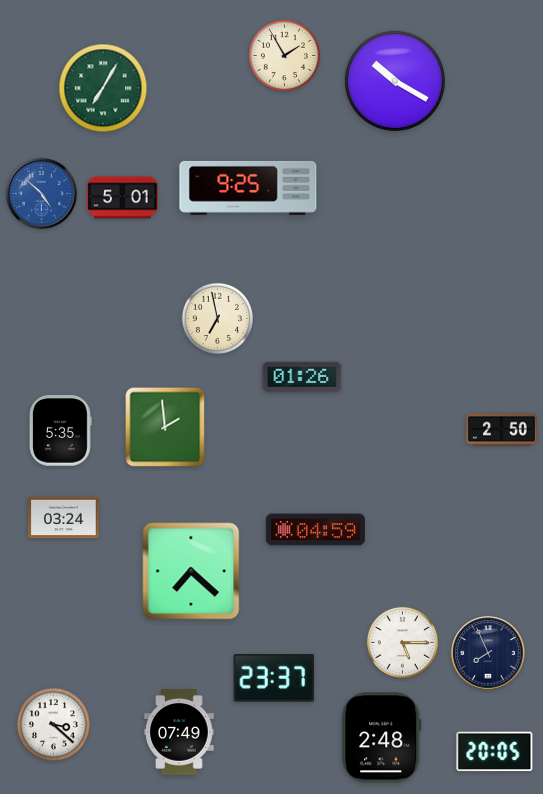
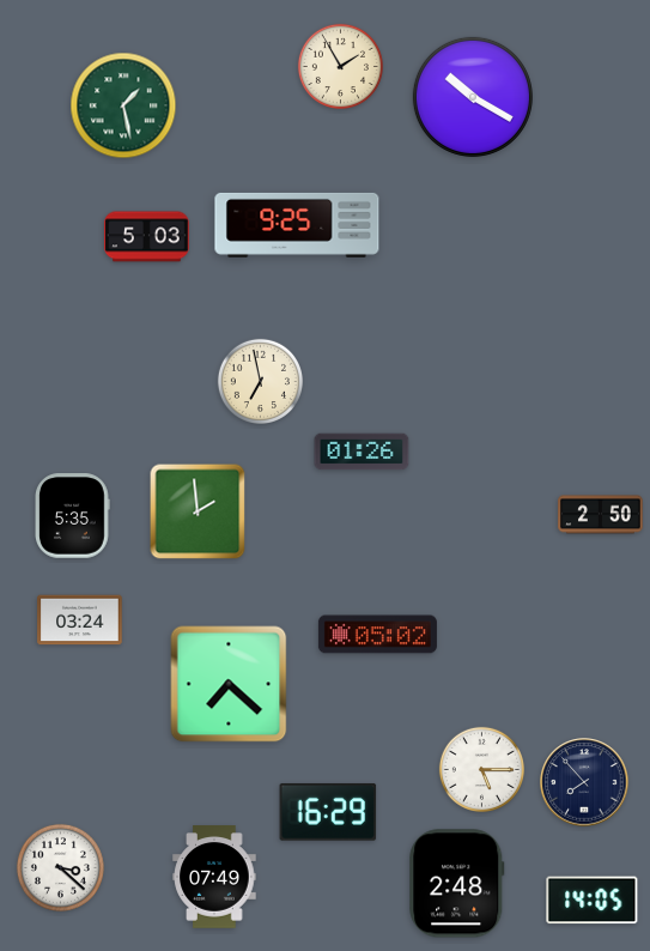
clock at (103, 88): 7:05 -> 1:28
clock at (42, 194): 4:52 -> none
clock at (123, 198): 5:01 -> 5:03
clock at (64, 518) position: (64, 518) -> (80, 620)
clock at (315, 530): 04:59 -> 05:02
clock at (488, 653): 7:56 -> 7:53
clock at (274, 678): 23:37 -> 16:29
clock at (53, 724) position: (53, 724) -> (60, 867)
clock at (495, 752): 20:05 -> 14:05
